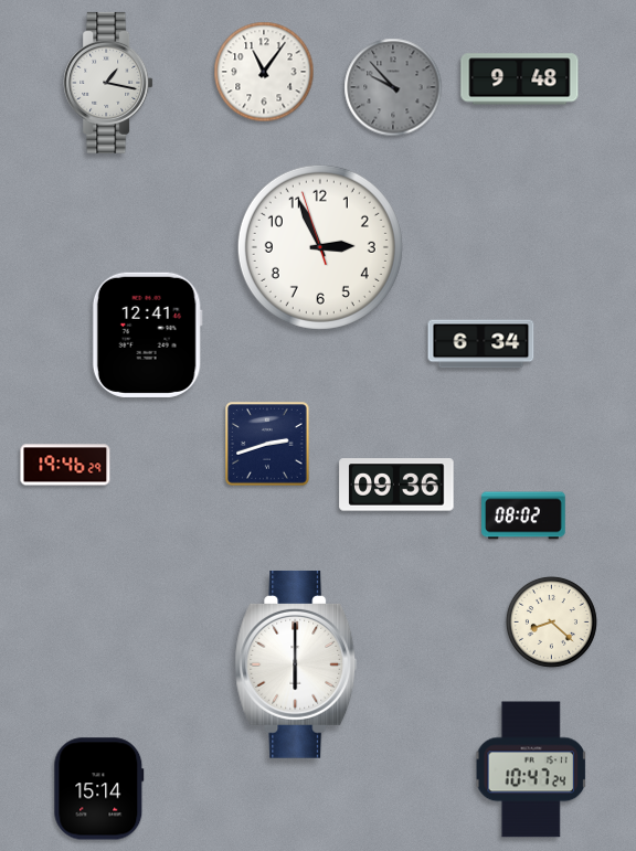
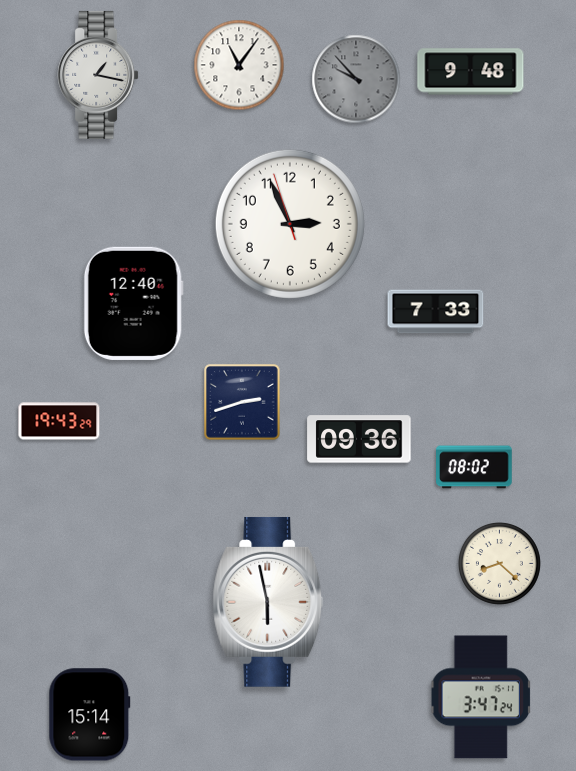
clock at (147, 334): 12:41 -> 12:40
clock at (481, 344): 6:34 -> 7:33
clock at (65, 465): 19:46 -> 19:43
clock at (296, 664): 6:00 -> 5:58
clock at (531, 769): 10:47 -> 3:47
